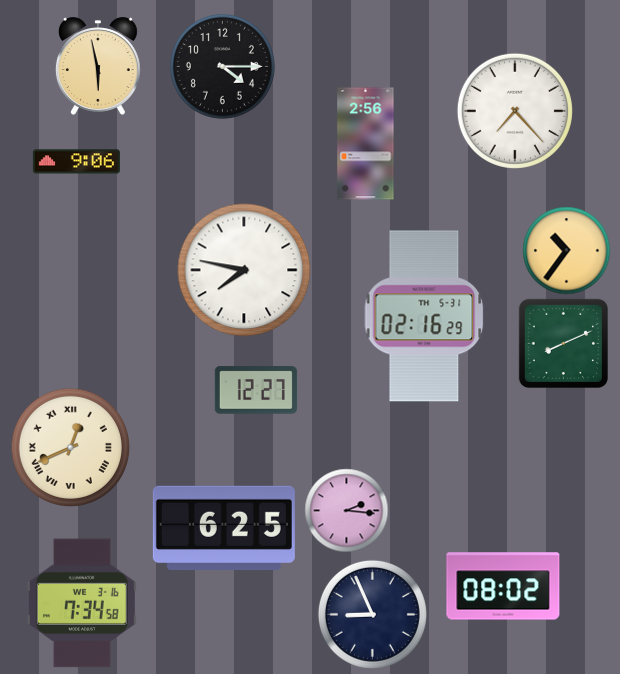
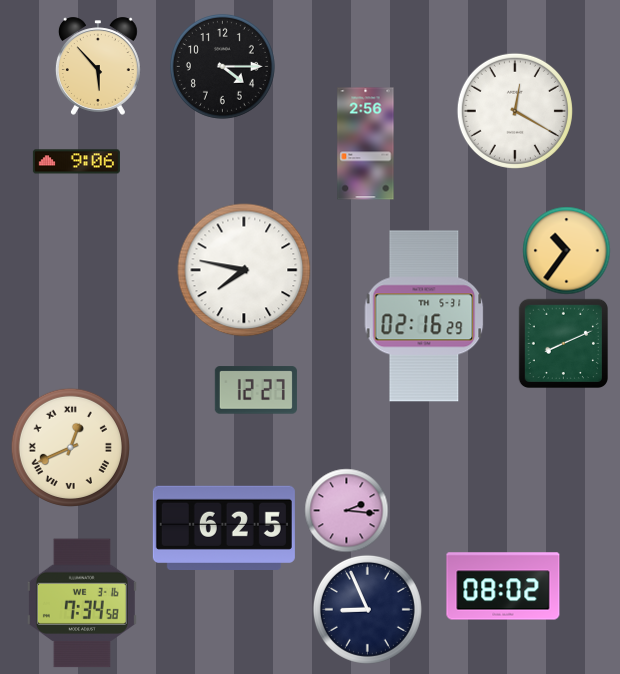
clock at (98, 66): 5:58 -> 5:53
clock at (515, 111): 7:23 -> 12:20
clock at (372, 614) position: (372, 614) -> (367, 609)
